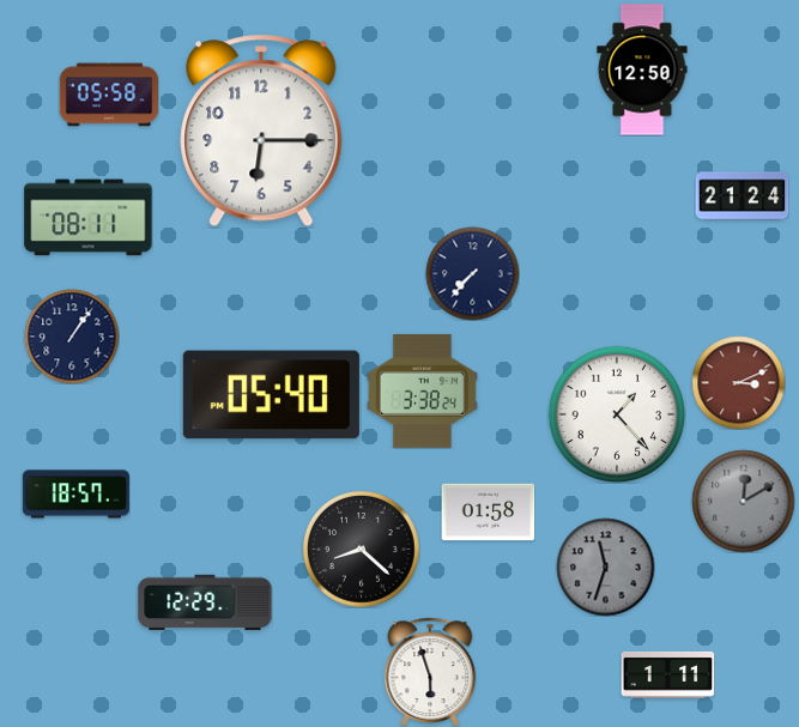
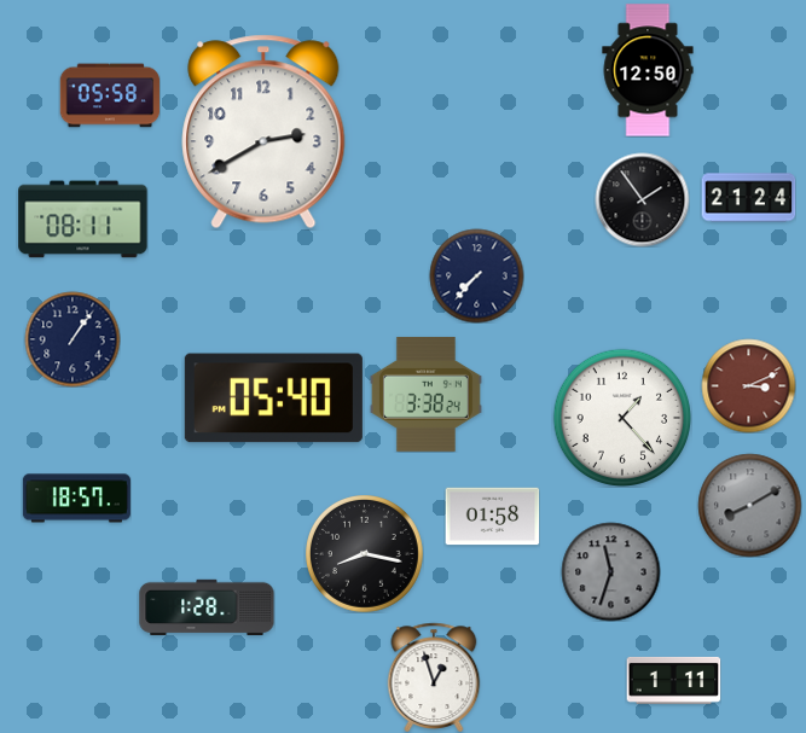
clock at (261, 131): 6:15 -> 2:40
clock at (642, 199): none -> 1:54
clock at (89, 218) position: (89, 218) -> (83, 220)
clock at (738, 382) position: (738, 382) -> (748, 385)
clock at (743, 501): 12:10 -> 8:10
clock at (362, 550): 8:22 -> 8:17
clock at (205, 601): 12:29 -> 1:28
clock at (430, 671): 5:57 -> 12:57
